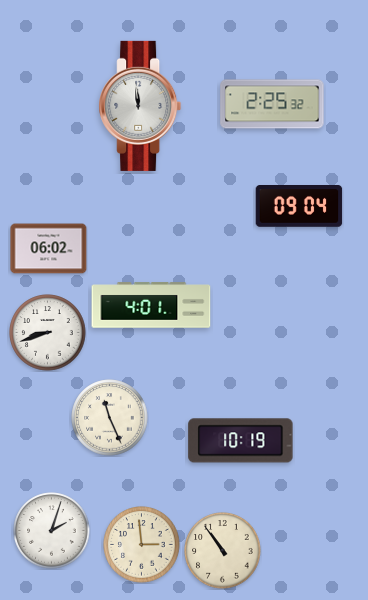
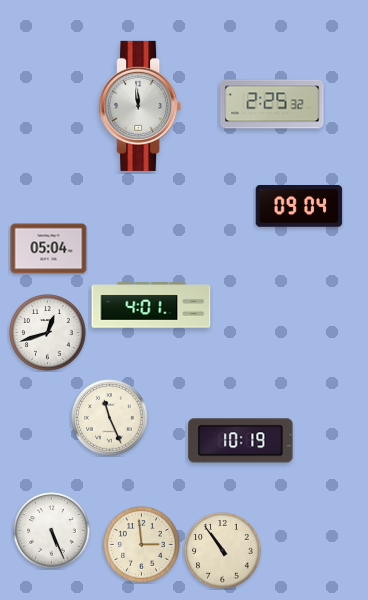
clock at (49, 249): 06:02 -> 05:04
clock at (48, 333): 8:42 -> 12:42
clock at (52, 531): 2:03 -> 5:26
